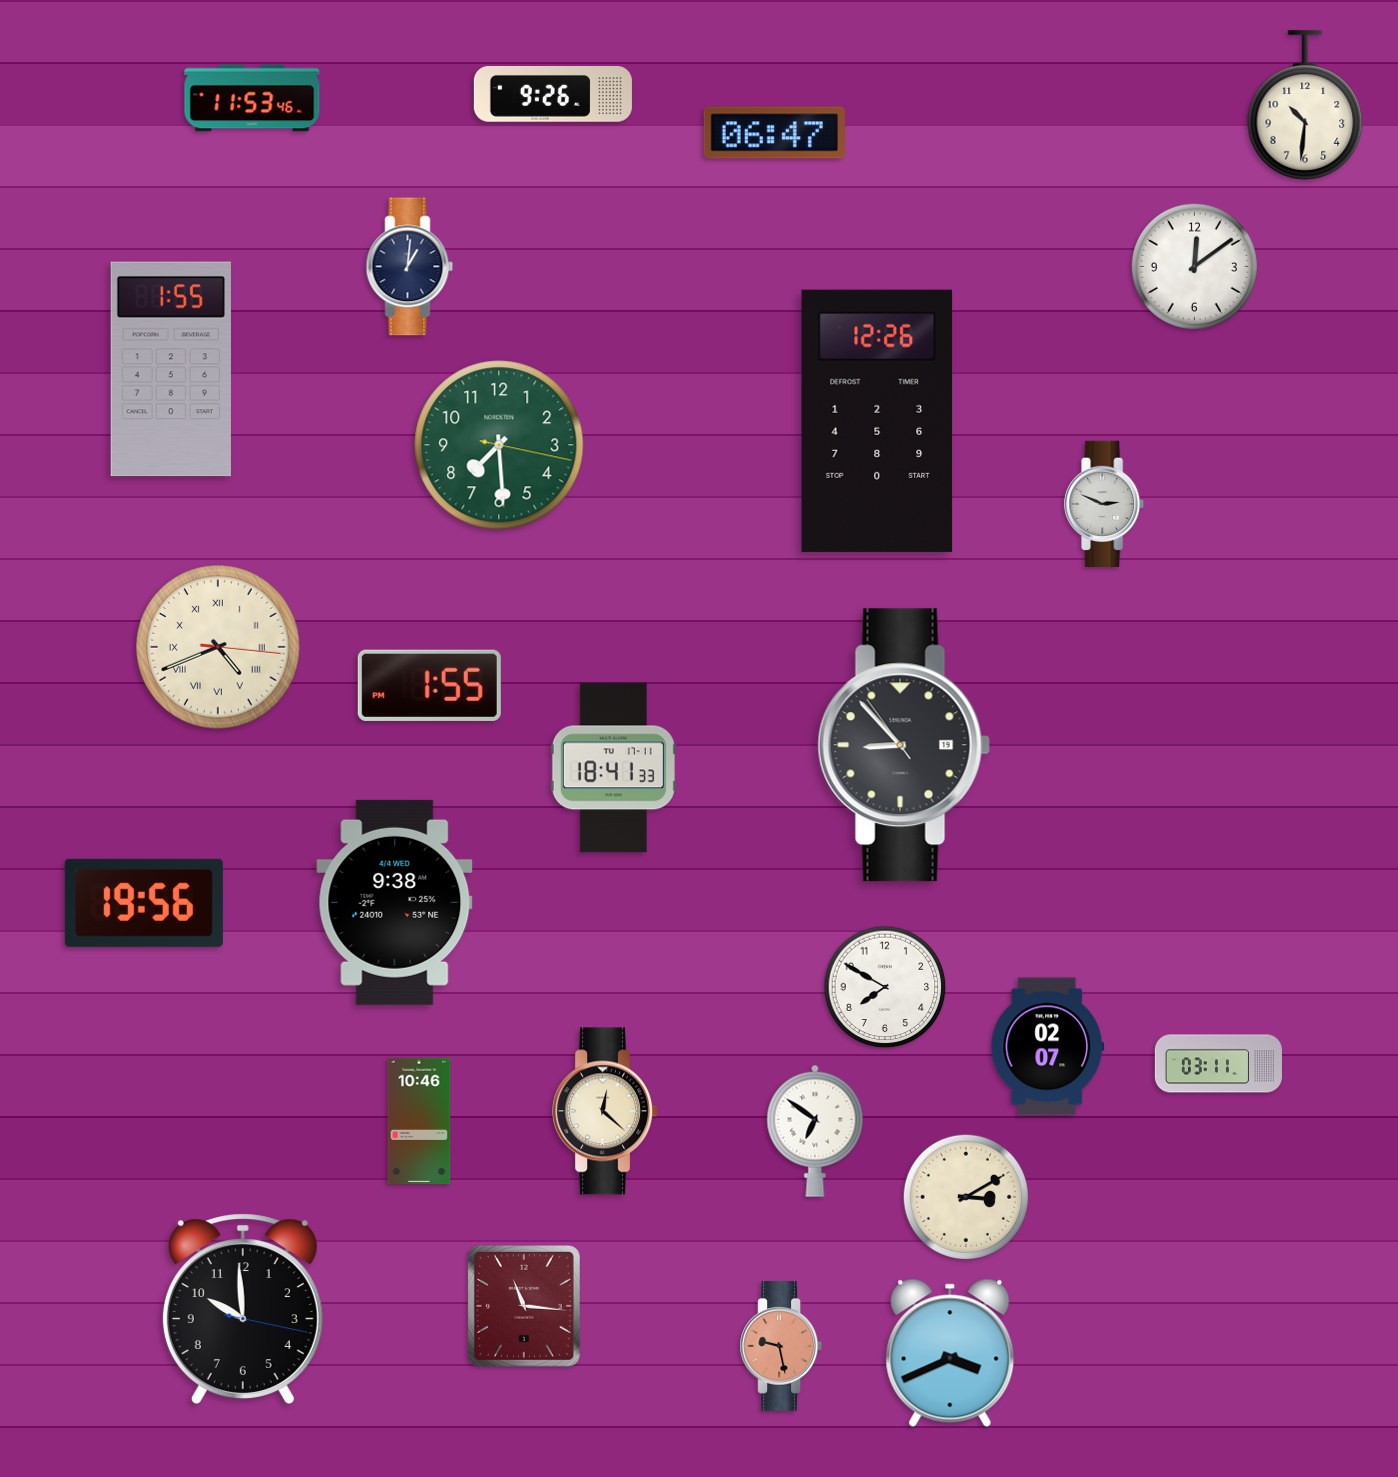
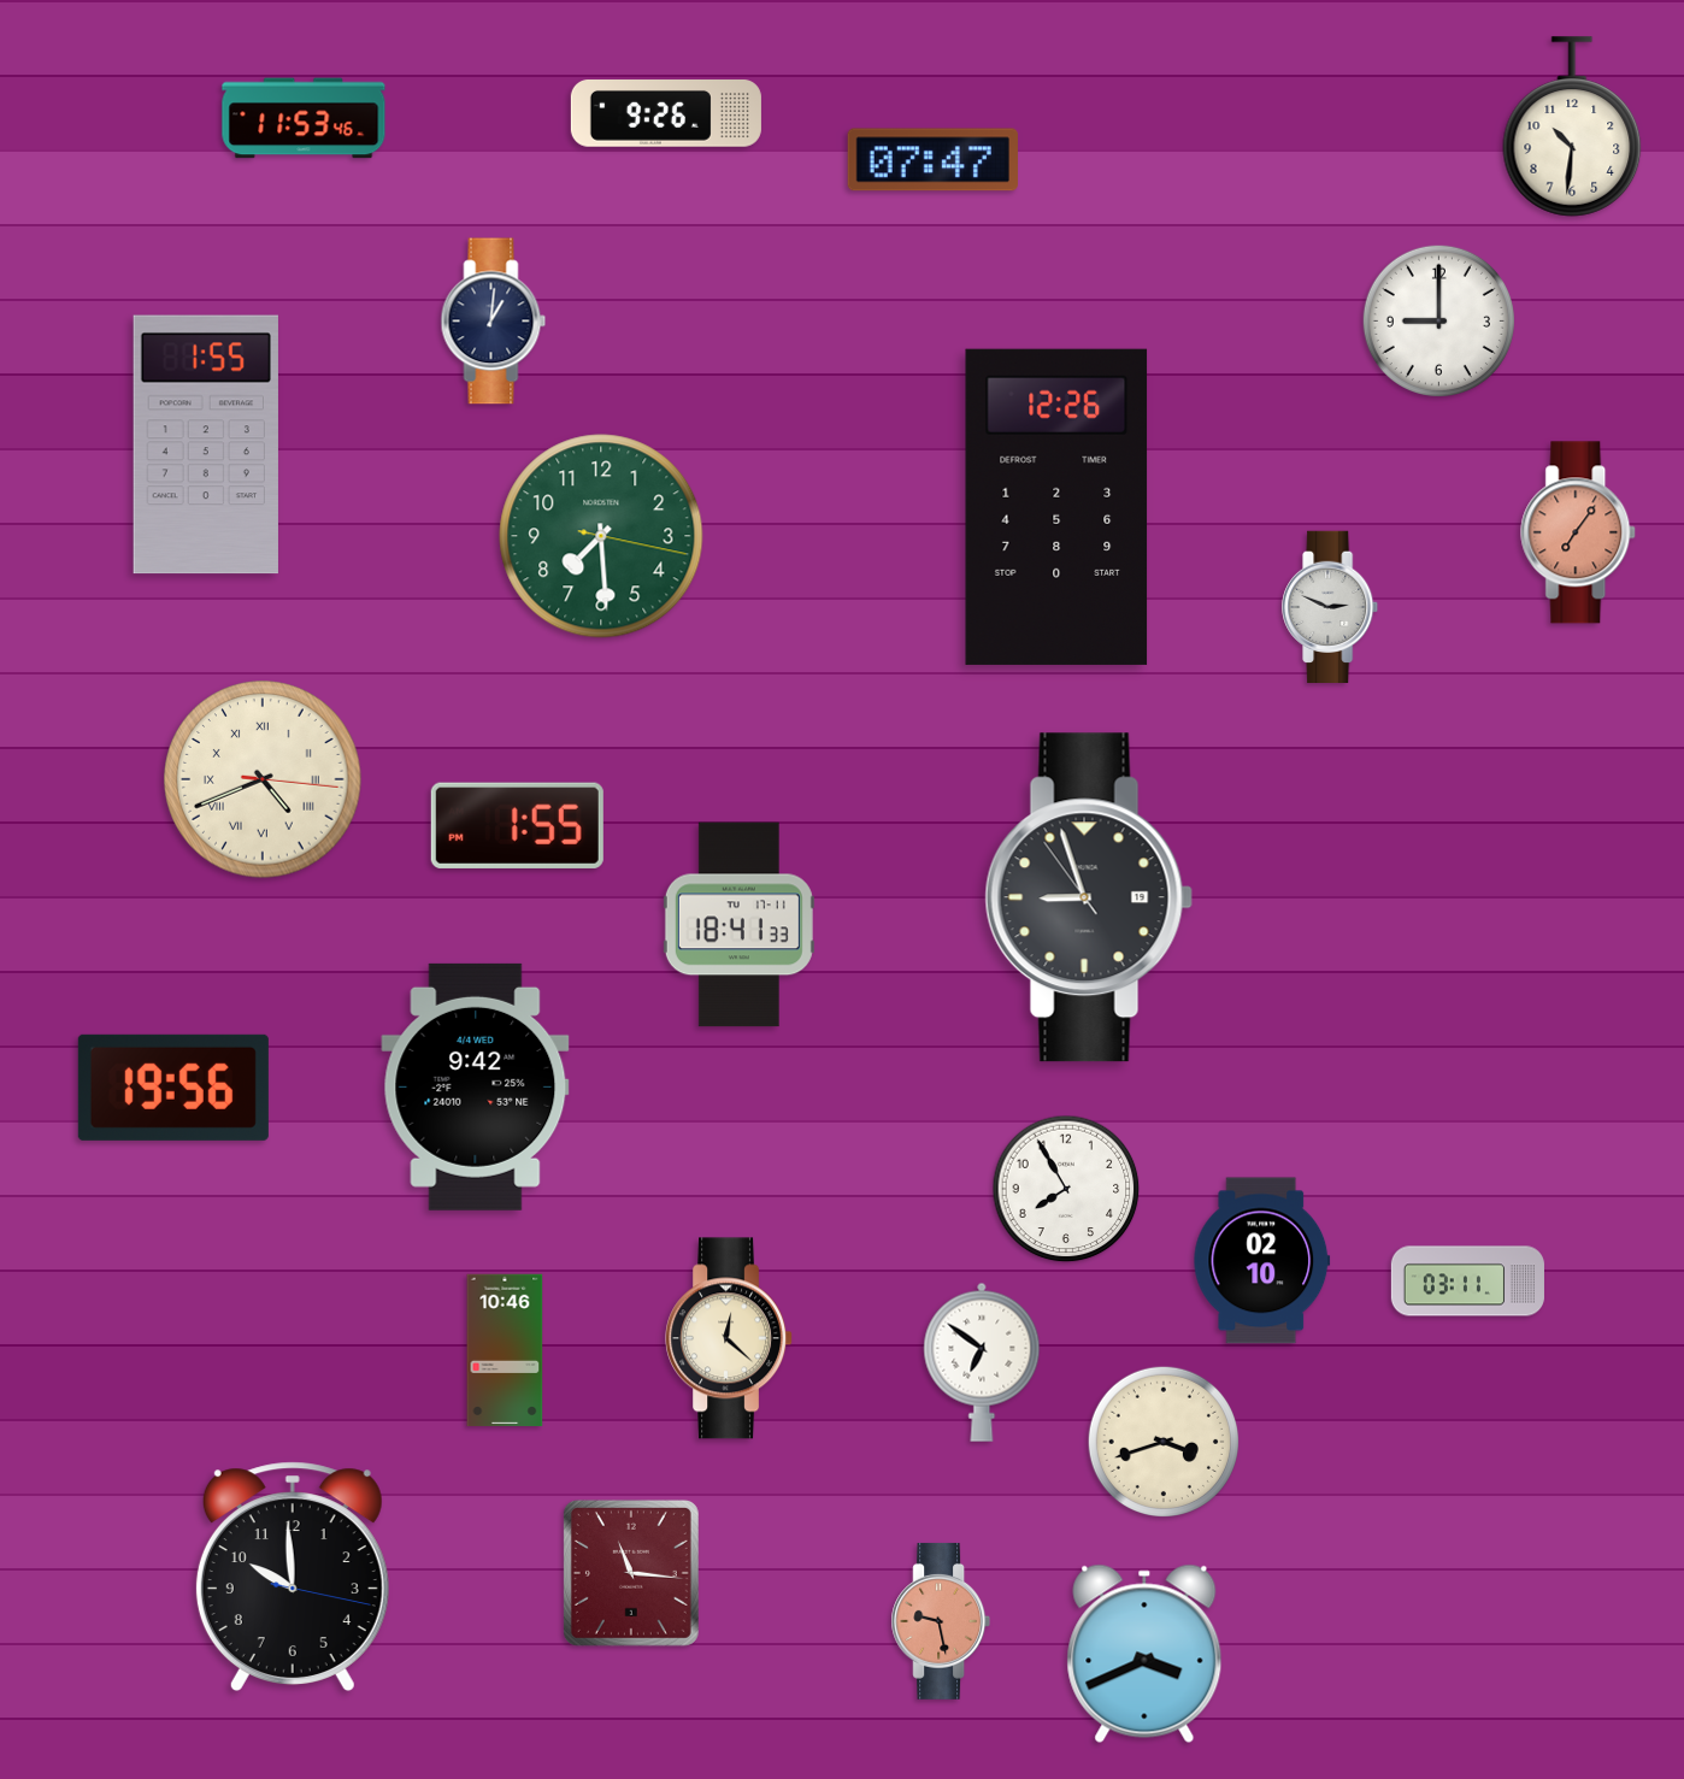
clock at (774, 133): 06:47 -> 07:47
clock at (1194, 266): 12:09 -> 9:00
clock at (1579, 532): none -> 7:06
clock at (904, 745): 8:52 -> 8:56
clock at (395, 902): 9:38 -> 9:42
clock at (885, 987): 7:50 -> 7:55
clock at (1048, 1047): 02:07 -> 02:10
clock at (965, 1196): 3:10 -> 3:42
clock at (950, 1353) position: (950, 1353) -> (1144, 1654)
